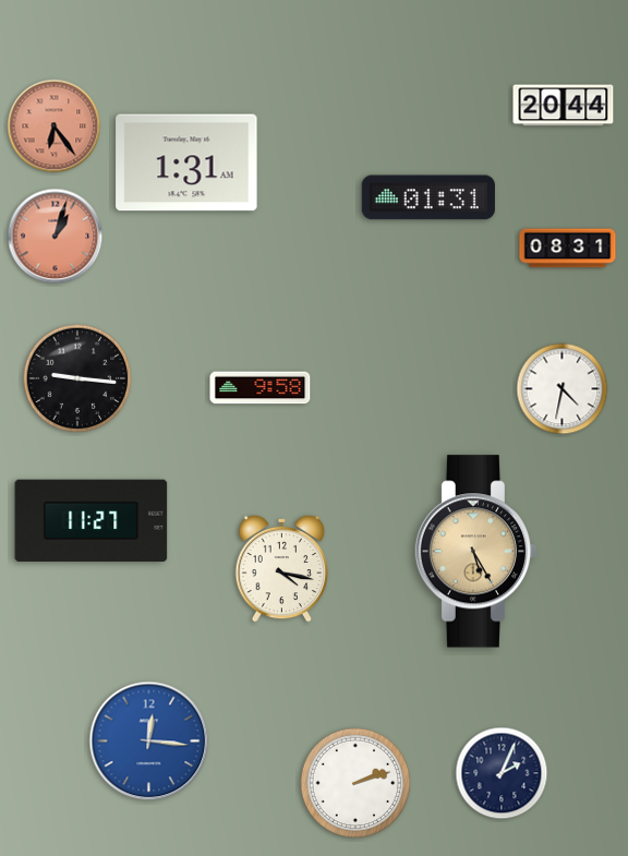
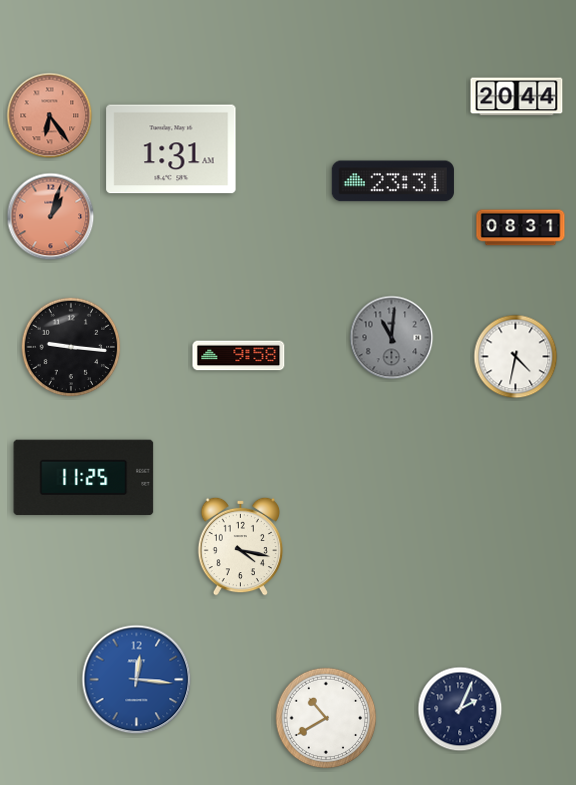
clock at (428, 197): 01:31 -> 23:31
clock at (392, 338): none -> 11:01
clock at (92, 521): 11:27 -> 11:25
clock at (476, 552): 5:25 -> none
clock at (282, 568) position: (282, 568) -> (241, 546)
clock at (355, 783): 2:12 -> 10:40
